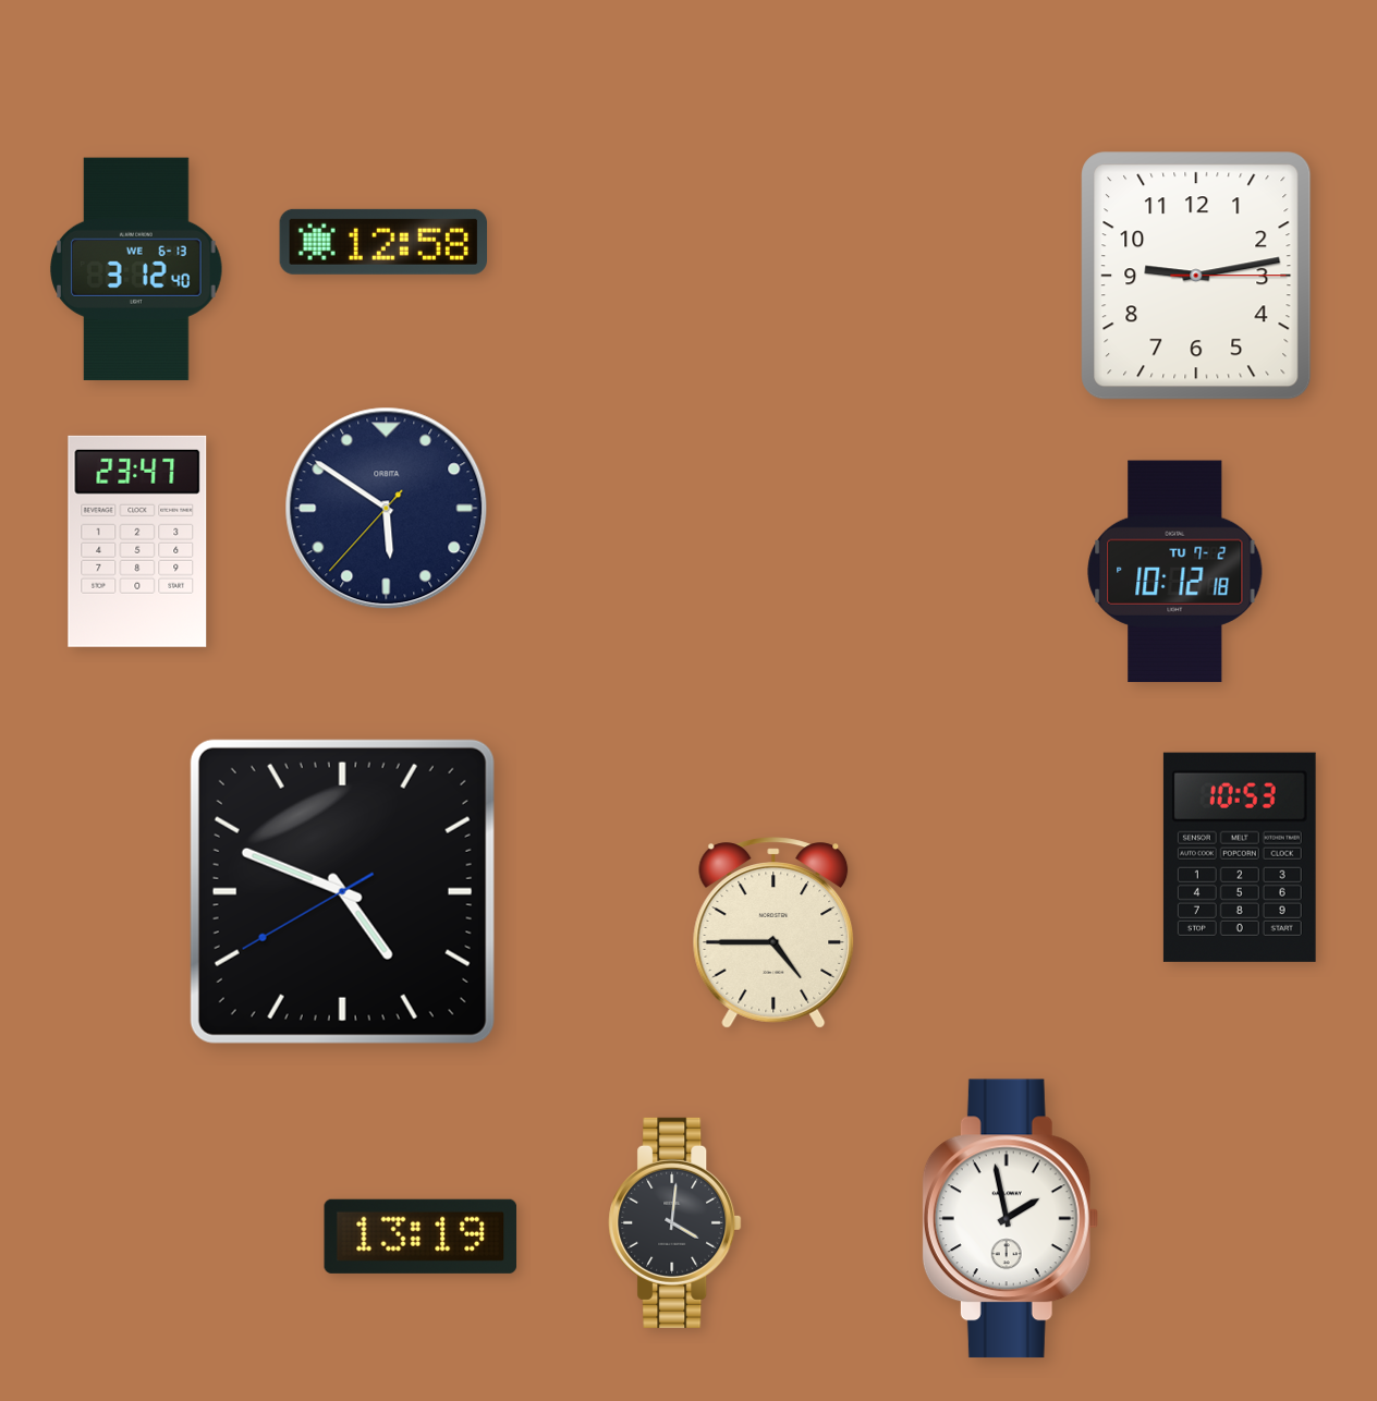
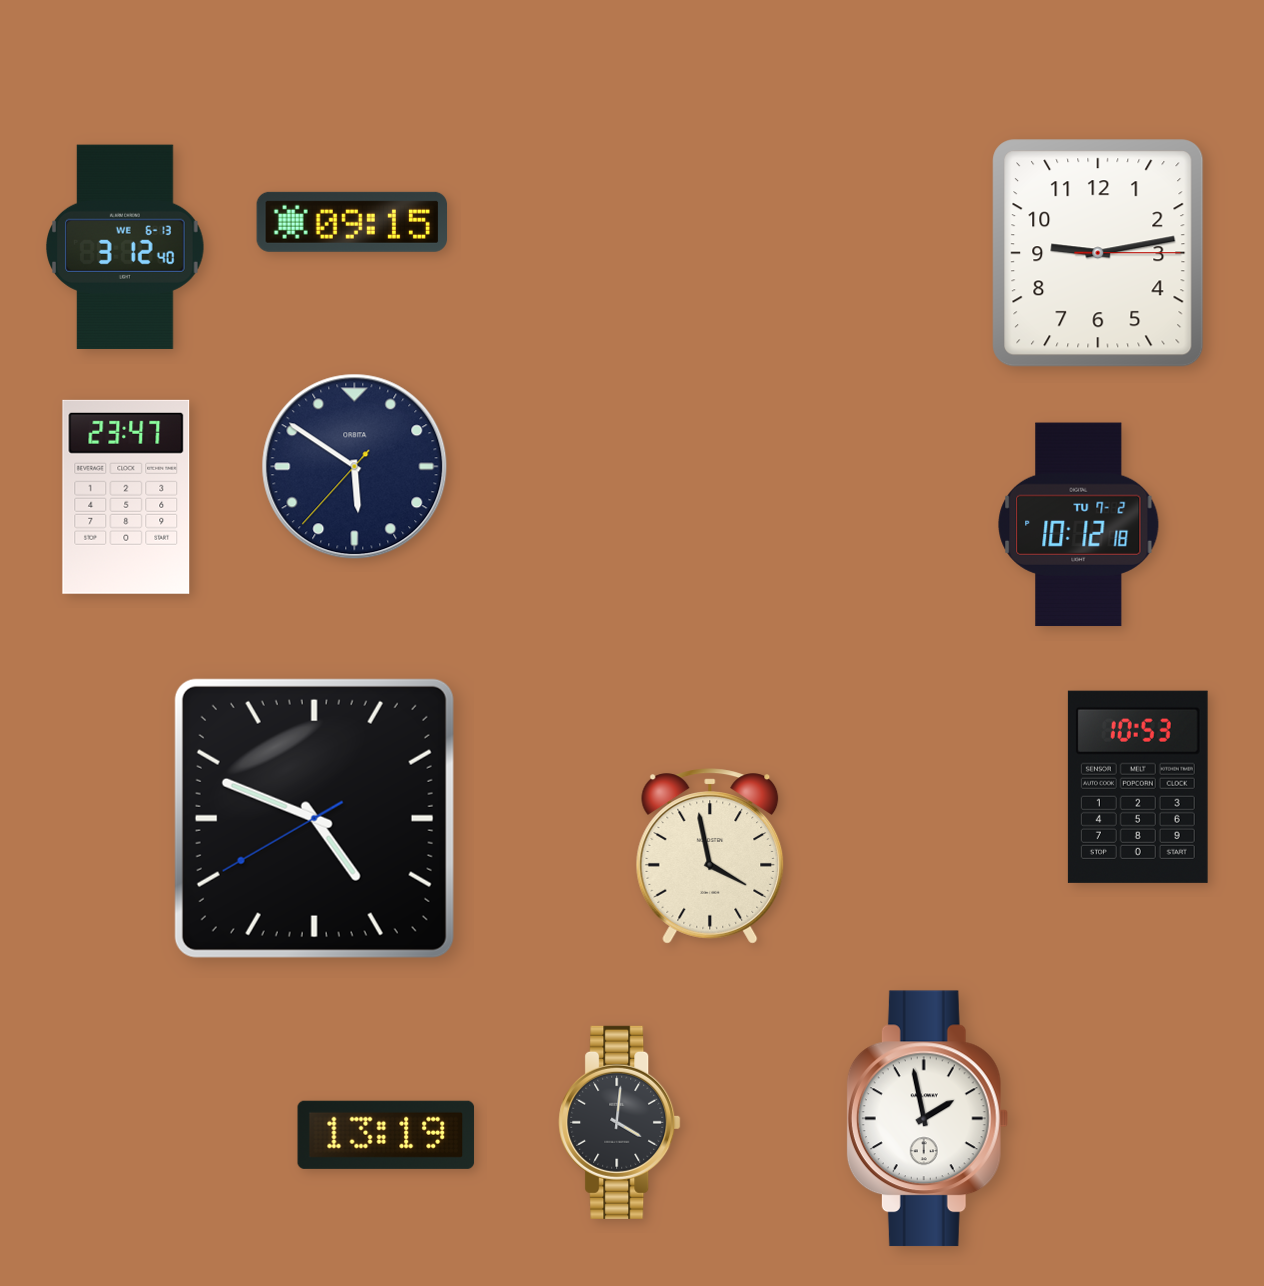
clock at (383, 242): 12:58 -> 09:15
clock at (773, 933): 4:45 -> 3:58
